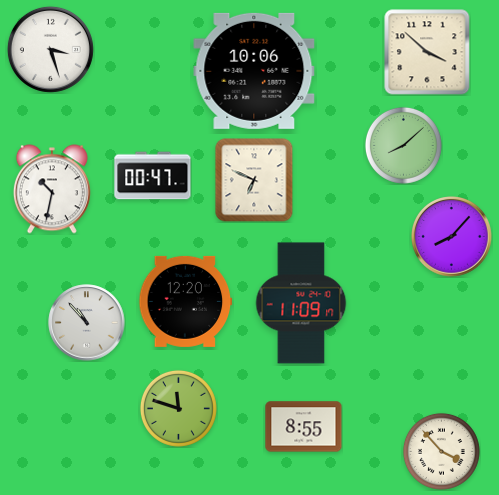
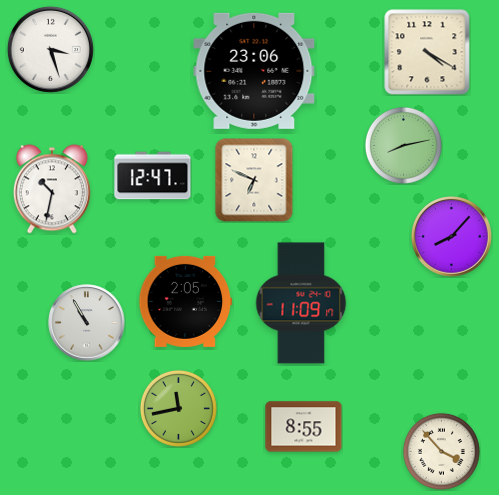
clock at (427, 52): 3:52 -> 4:20
clock at (254, 71): 10:06 -> 23:06
clock at (403, 145): 8:08 -> 8:13
clock at (153, 176): 00:47 -> 12:47
clock at (186, 301): 12:20 -> 2:05
clock at (87, 323): 10:53 -> 10:55
clock at (178, 408): 11:48 -> 11:43
